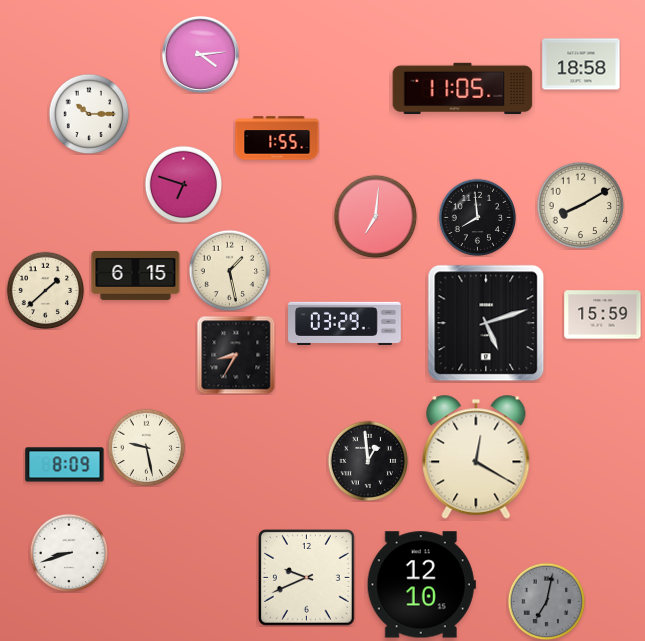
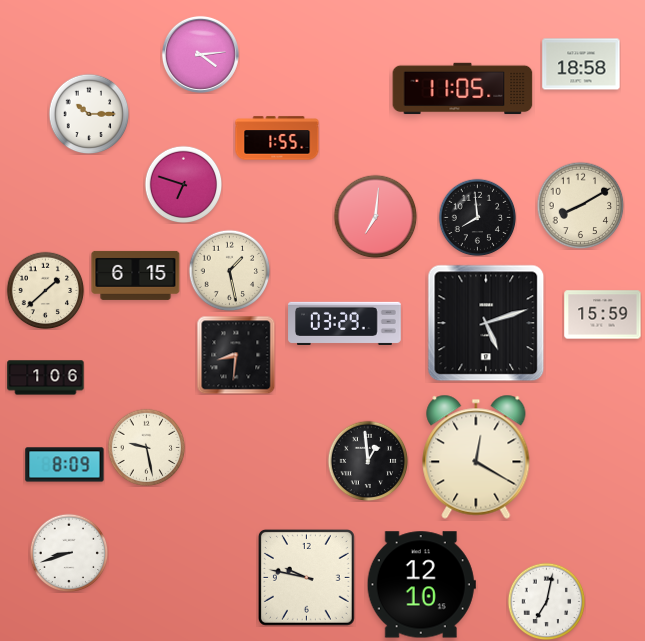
clock at (236, 355): 8:35 -> 8:31
clock at (46, 378): none -> 1:06
clock at (306, 577): 9:41 -> 9:47
clock at (546, 601) dial: grey -> white
